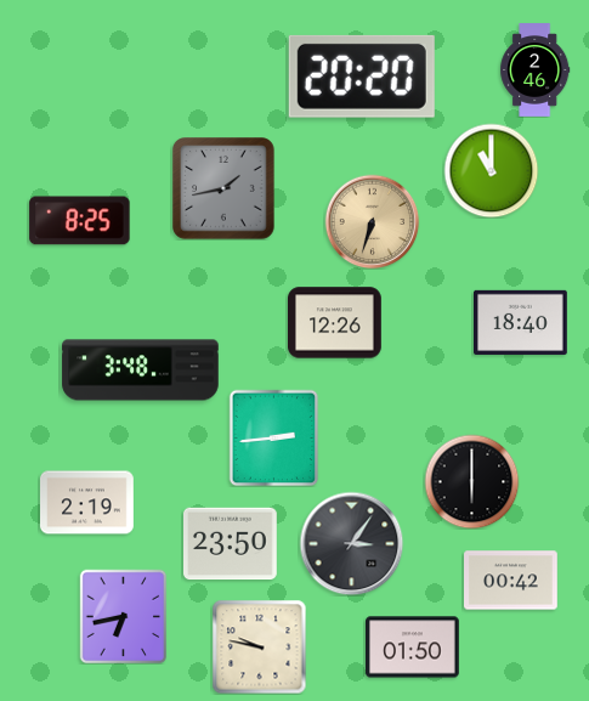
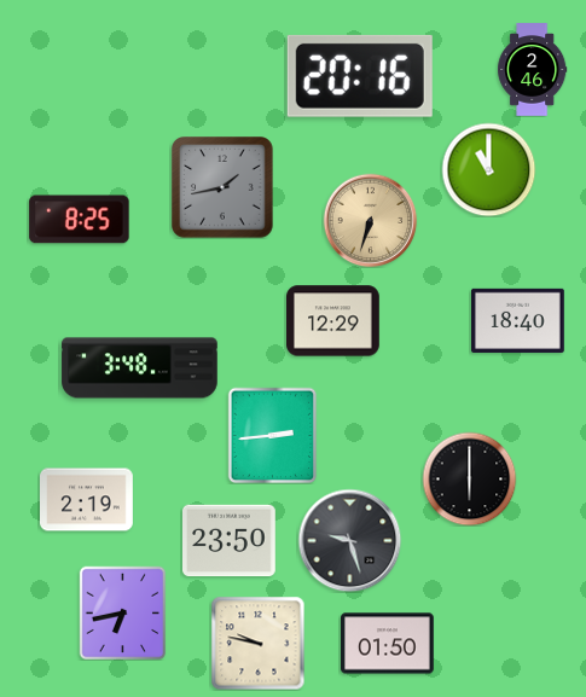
clock at (362, 77): 20:20 -> 20:16
clock at (335, 323): 12:26 -> 12:29
clock at (351, 543): 3:06 -> 9:27
clock at (511, 581): 00:42 -> none
clock at (413, 648) position: (413, 648) -> (388, 644)
